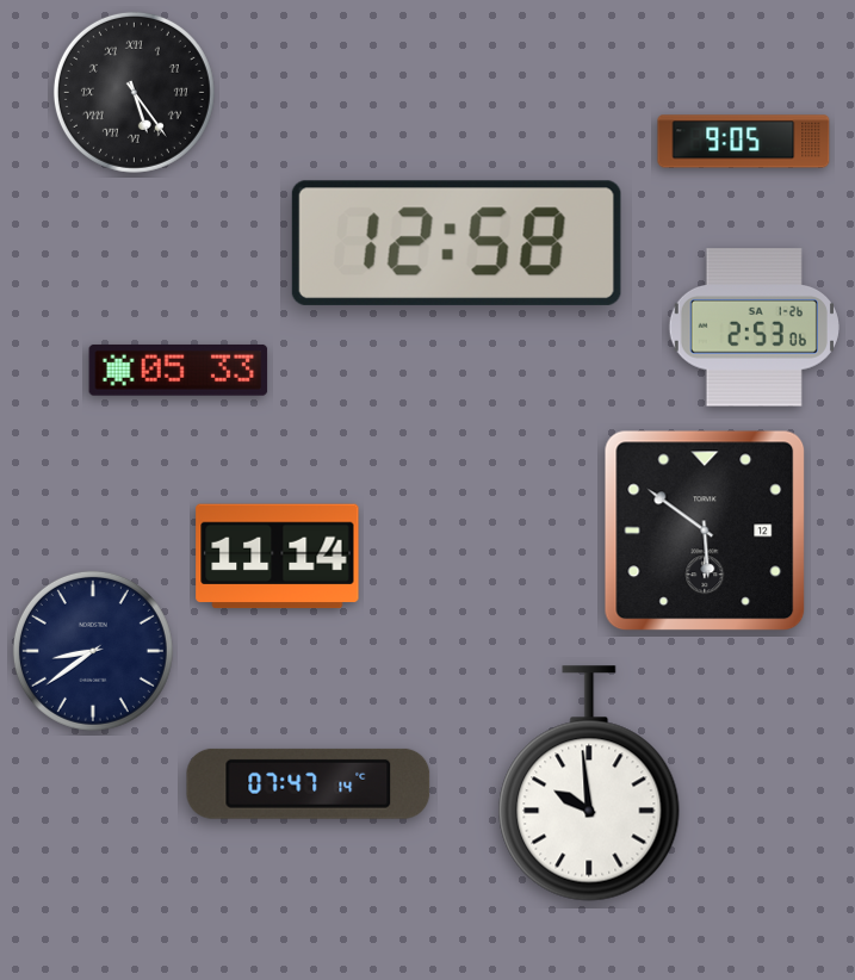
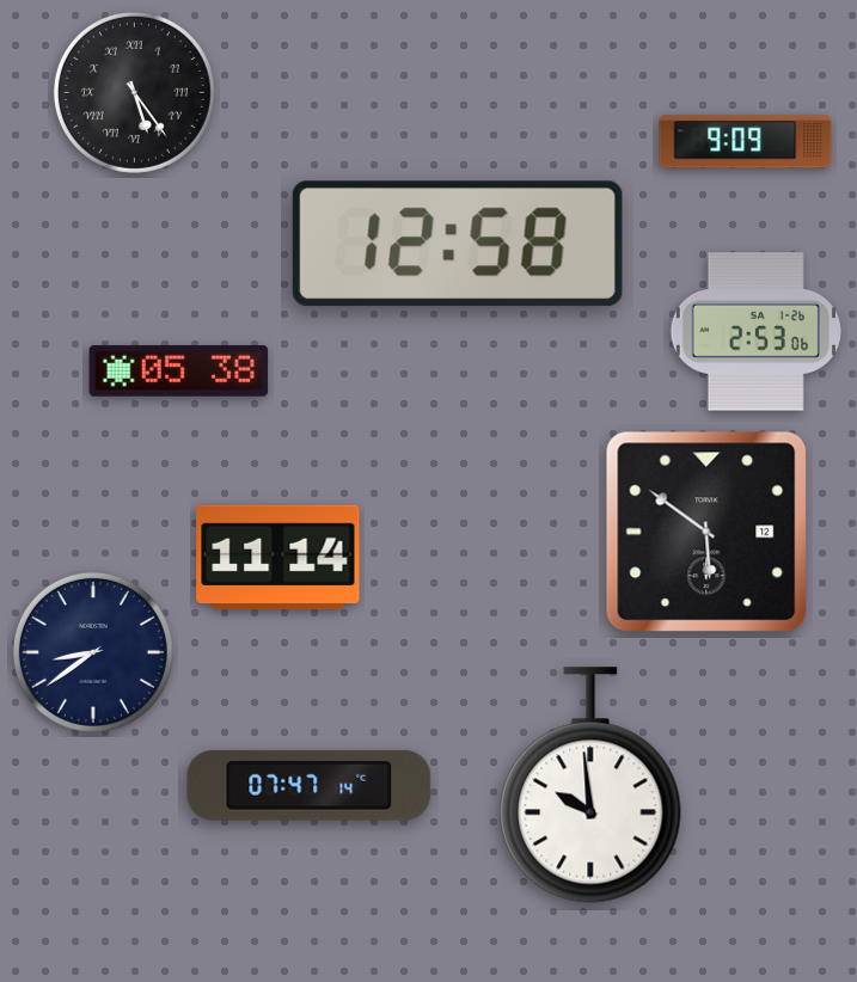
clock at (744, 142): 9:05 -> 9:09
clock at (754, 328) position: (754, 328) -> (755, 332)
clock at (179, 370): 05:33 -> 05:38
